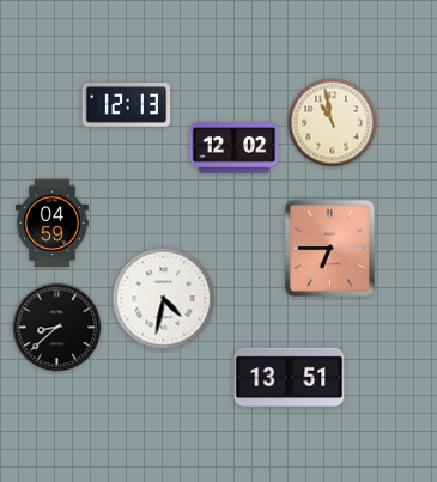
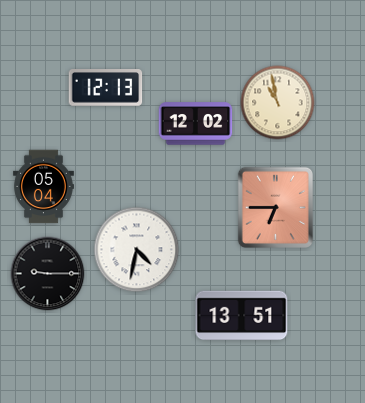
clock at (51, 224): 04:59 -> 05:04
clock at (57, 328): 8:38 -> 9:15
